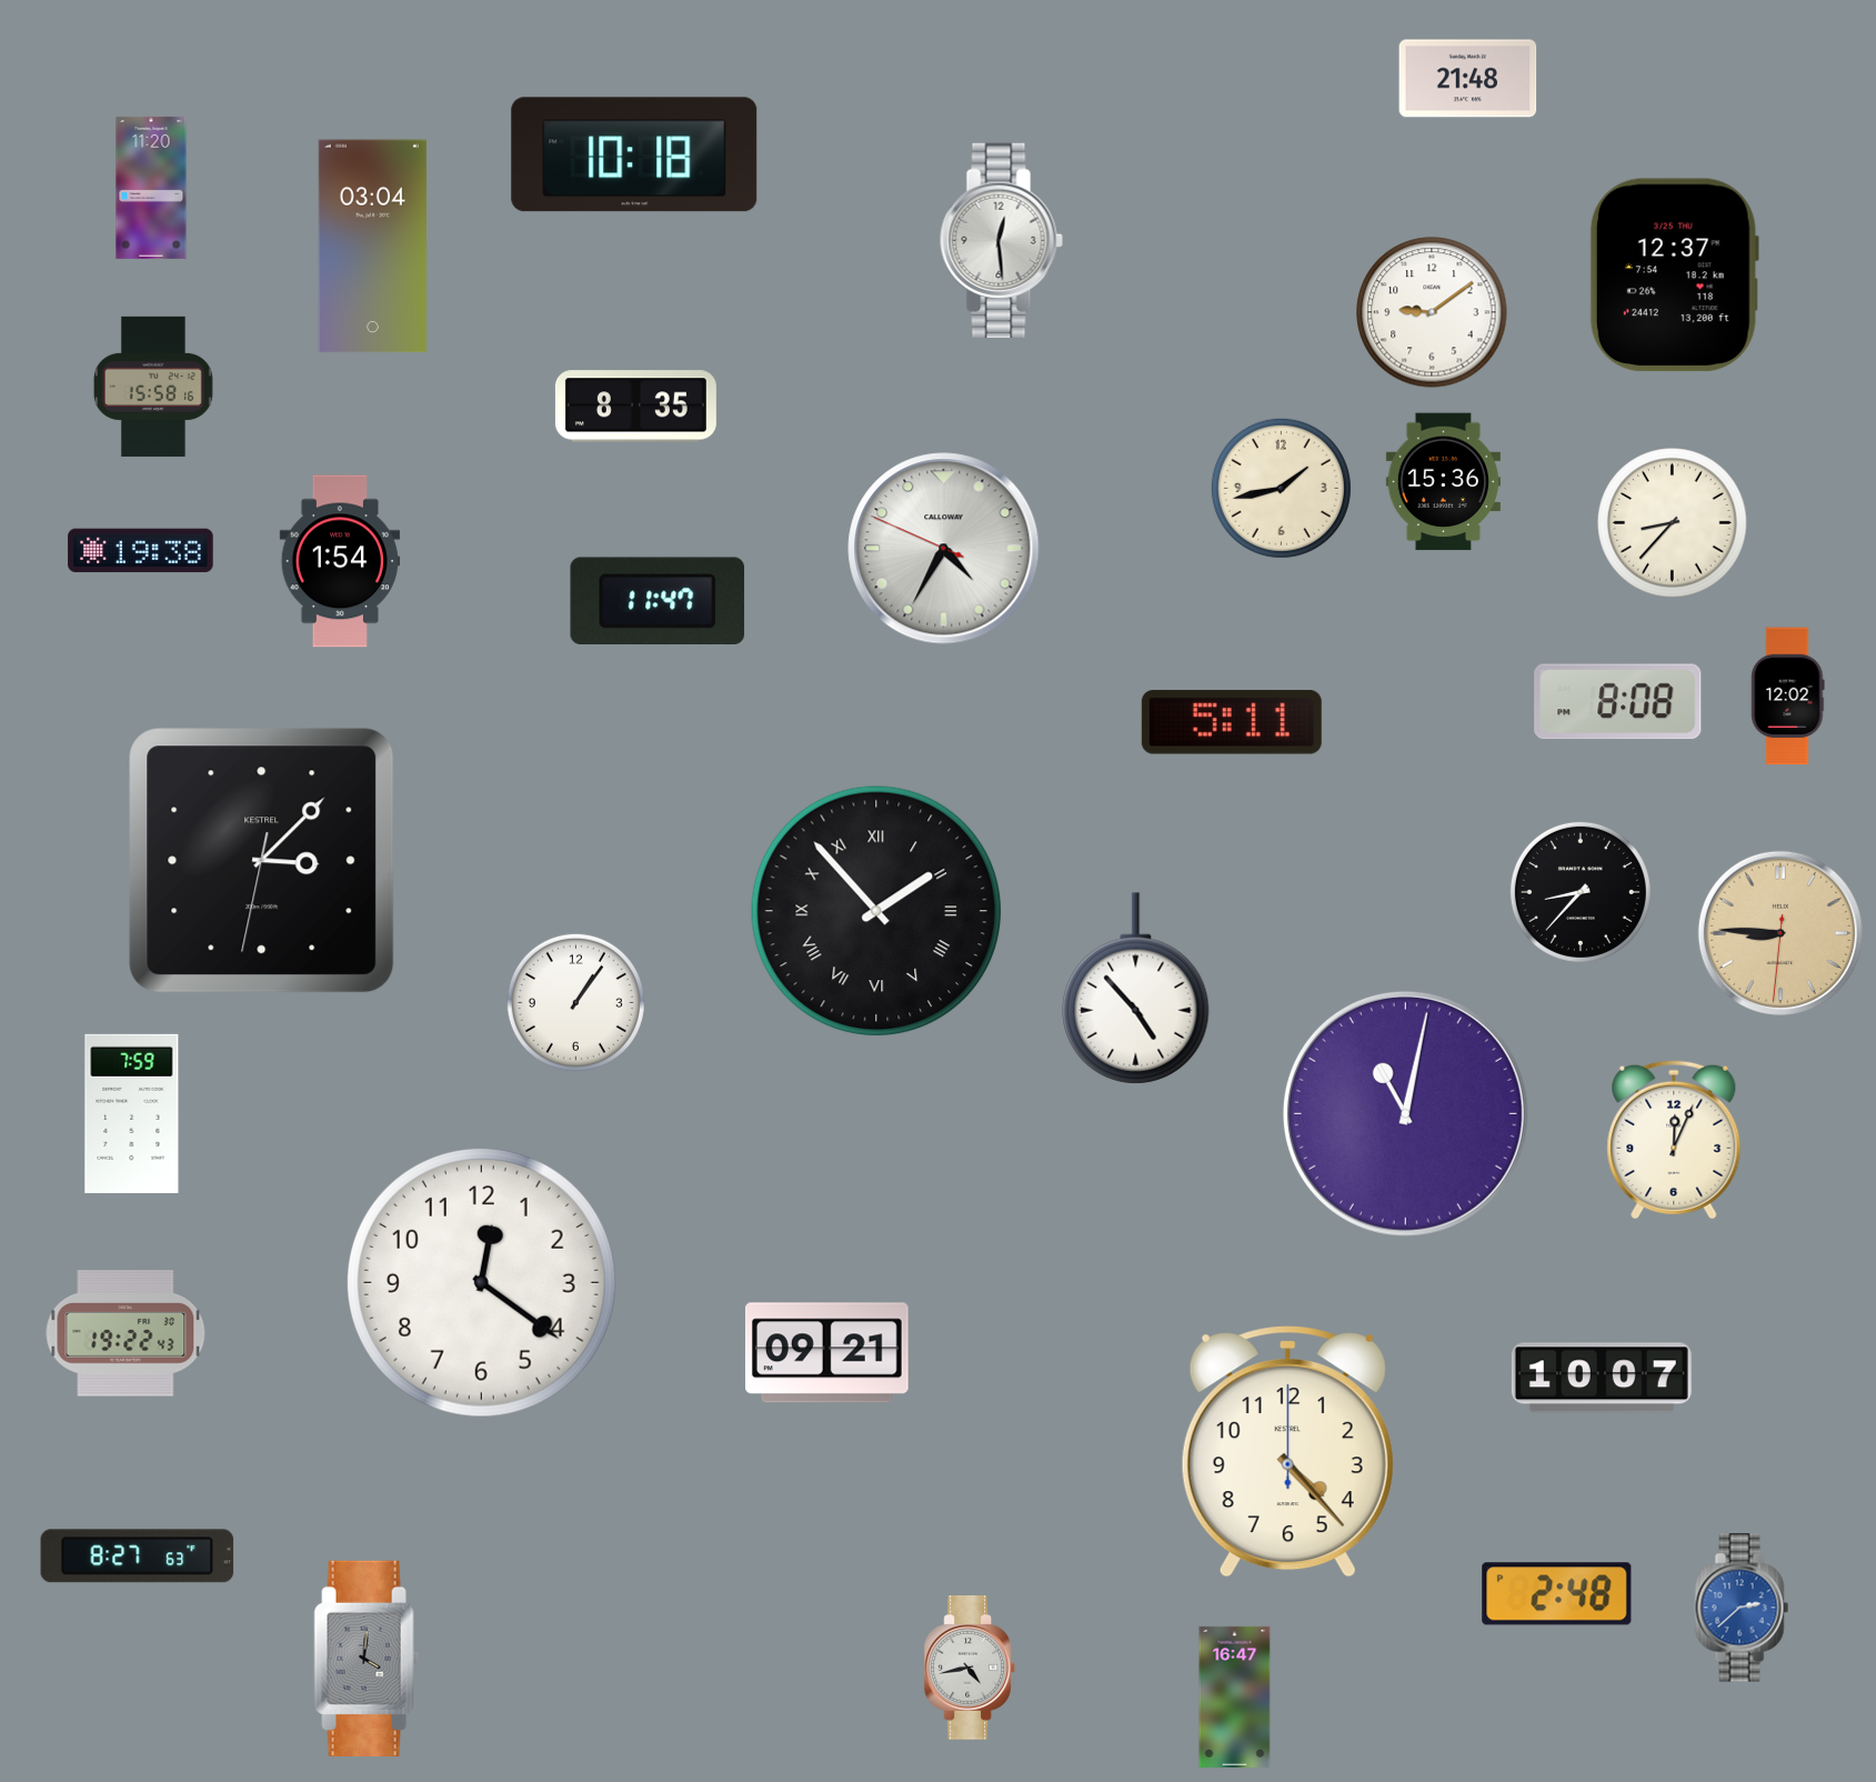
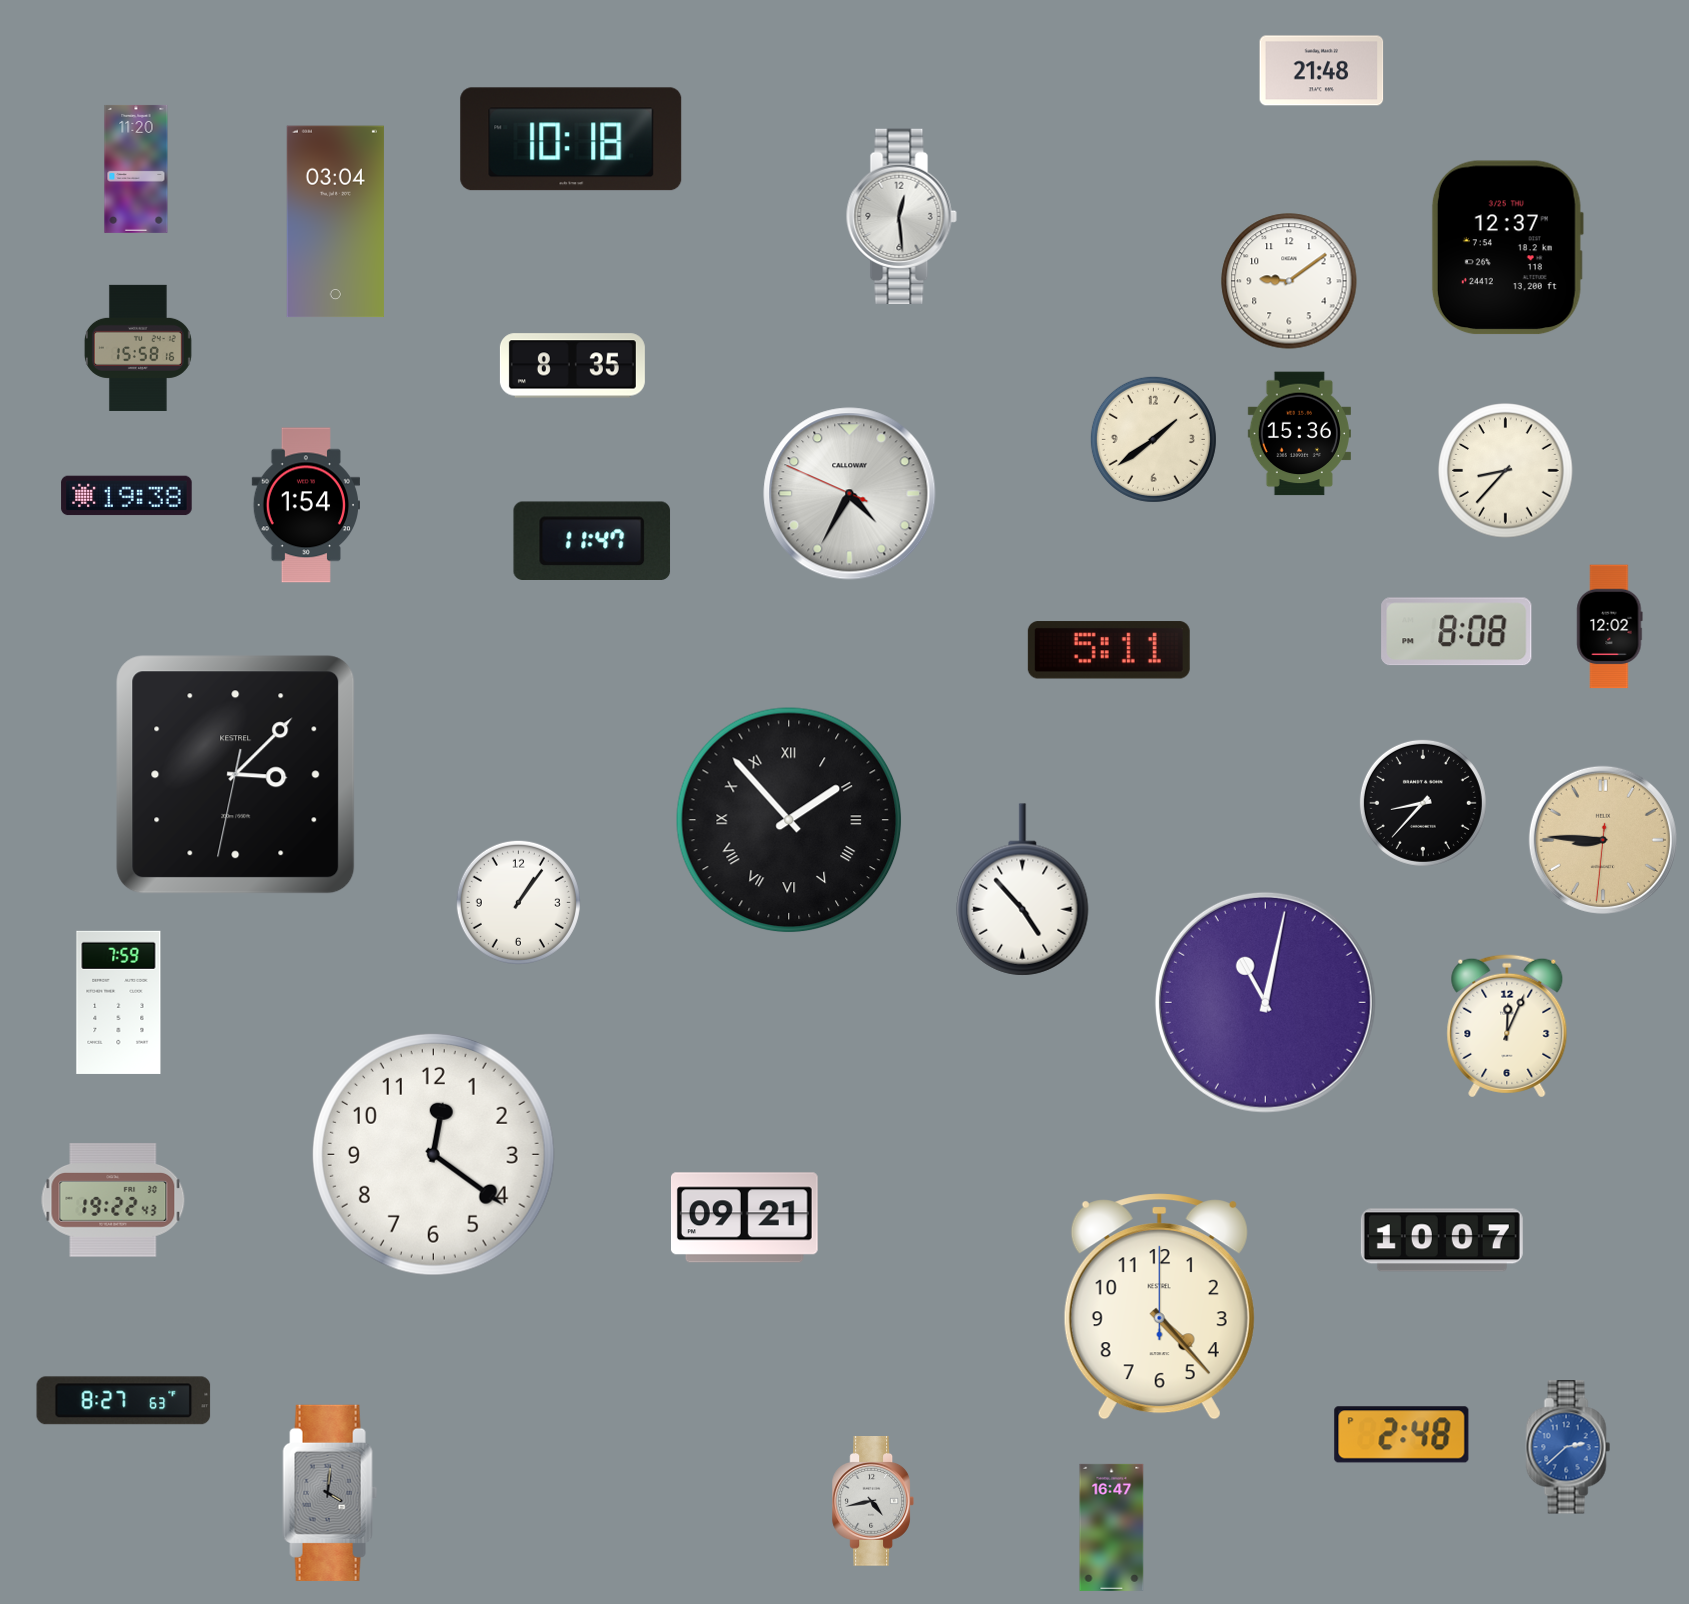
clock at (1281, 488): 1:43 -> 1:39
